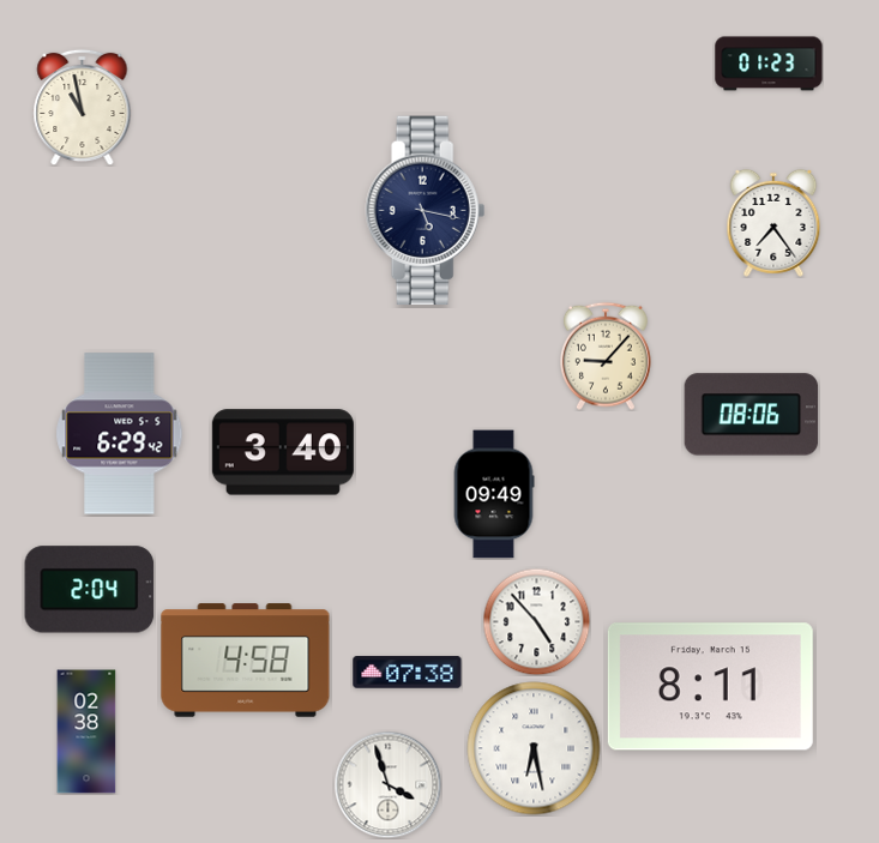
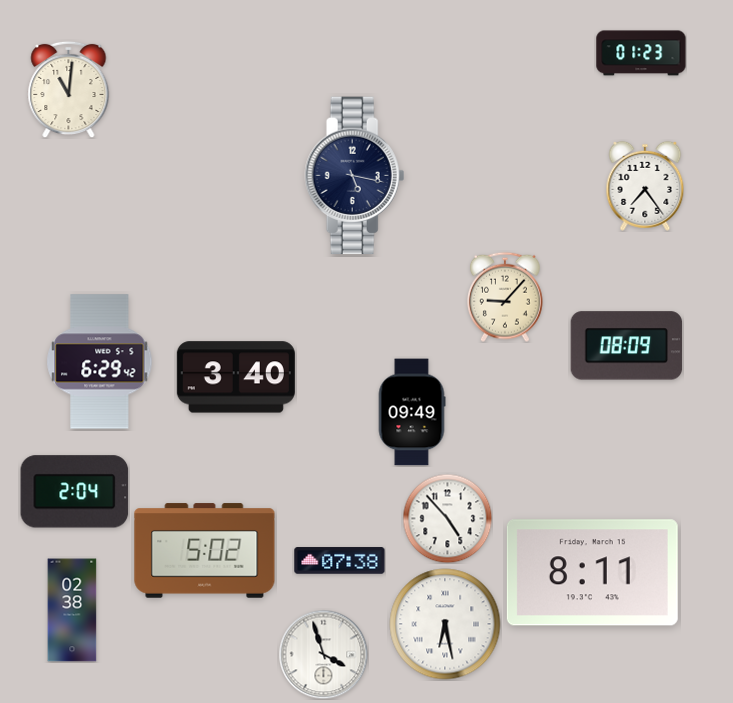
clock at (83, 107): 10:58 -> 11:01
clock at (752, 415): 08:06 -> 08:09
clock at (246, 661): 4:58 -> 5:02
